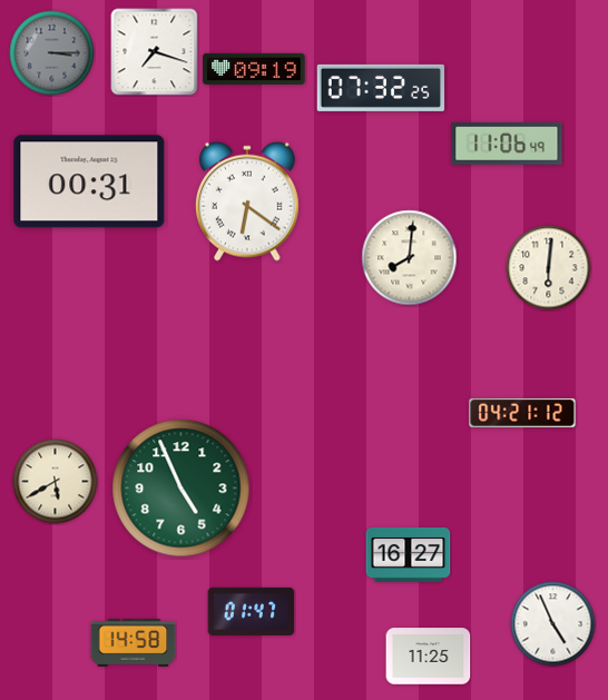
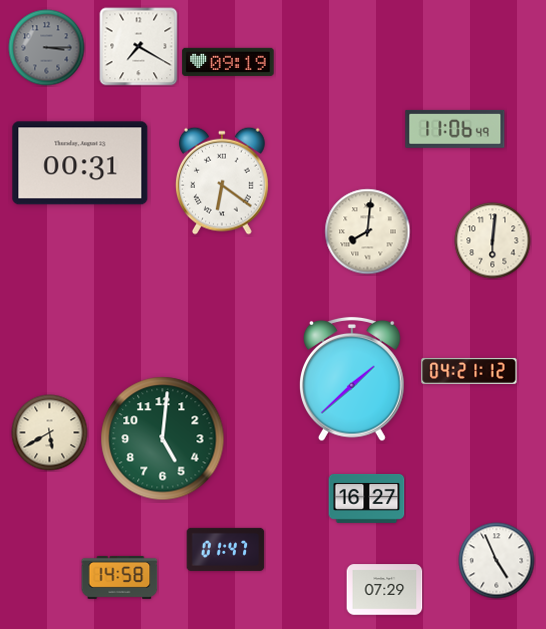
clock at (155, 52): 7:18 -> 7:20
clock at (380, 88): 07:32 -> none
clock at (353, 379): none -> 1:38
clock at (182, 489): 4:56 -> 5:01
clock at (429, 657): 11:25 -> 07:29
